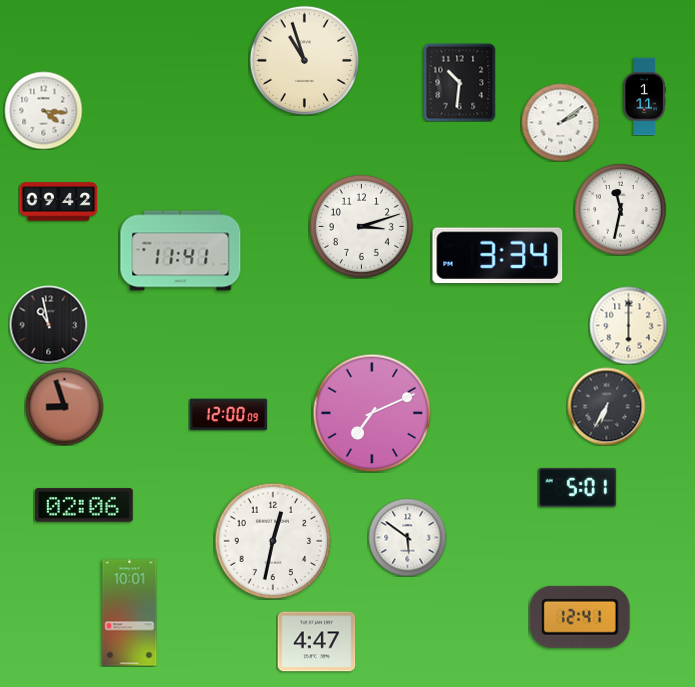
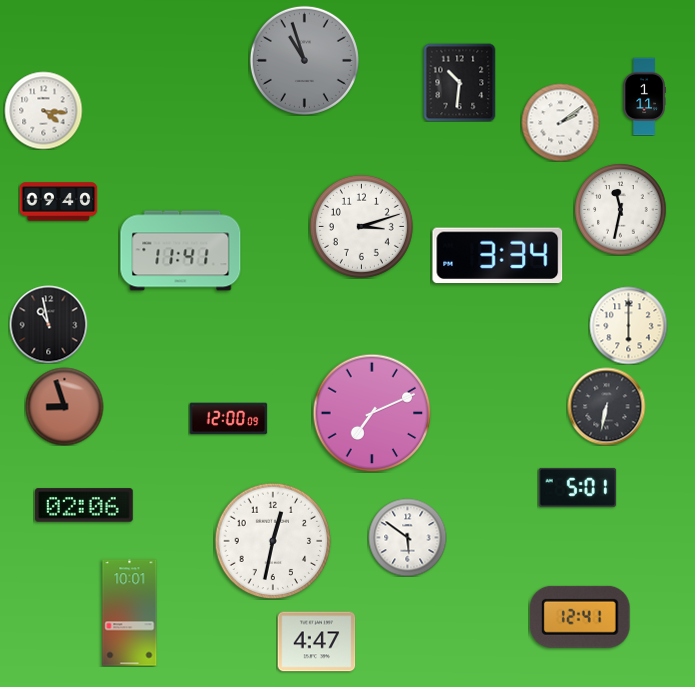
clock at (304, 60) dial: cream -> grey
clock at (58, 202): 09:42 -> 09:40
clock at (606, 406): 6:35 -> 6:32
clock at (228, 415) position: (228, 415) -> (228, 419)
